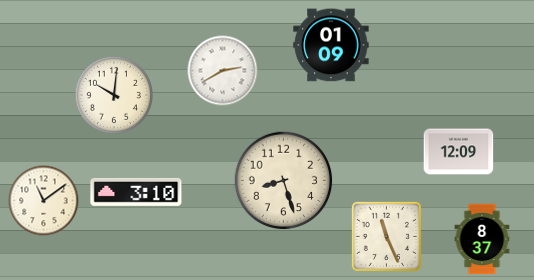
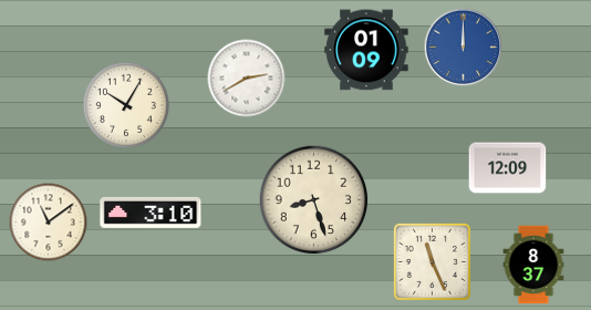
clock at (464, 48): none -> 12:00
clock at (114, 95): 10:01 -> 10:05
clock at (386, 236) position: (386, 236) -> (432, 261)
